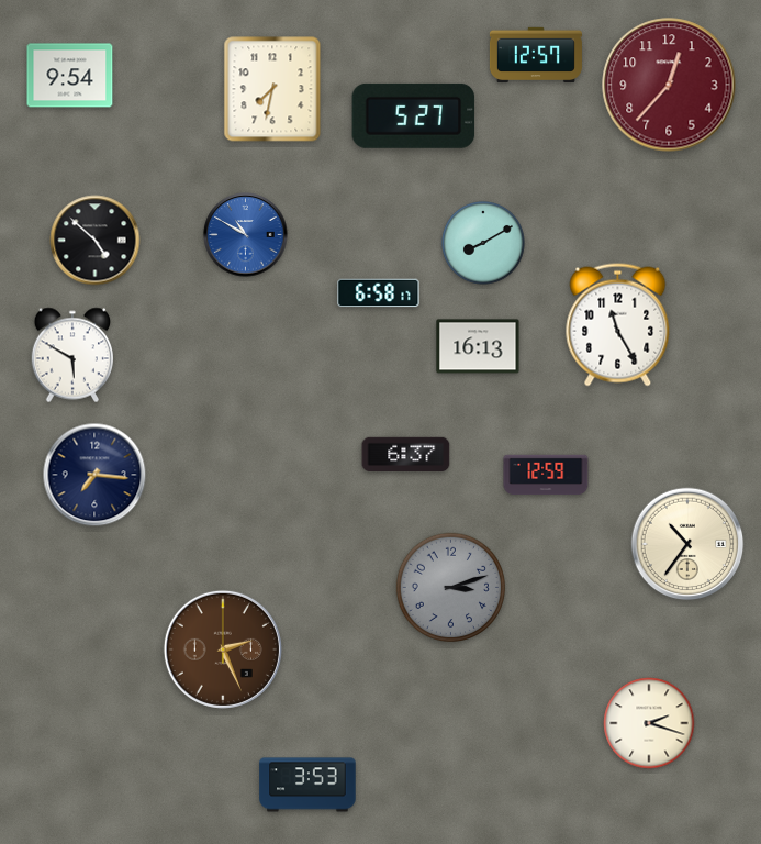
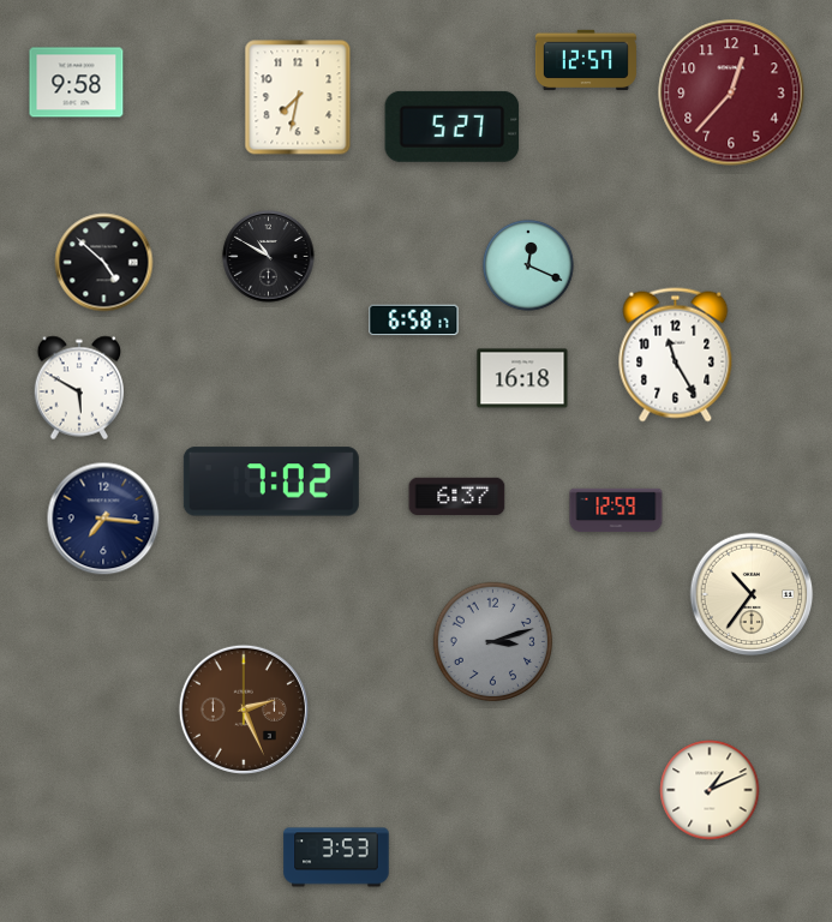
clock at (70, 76): 9:54 -> 9:58
clock at (246, 235) dial: blue -> black
clock at (483, 243): 8:10 -> 12:19
clock at (478, 346): 16:13 -> 16:18
clock at (271, 481): none -> 7:02
clock at (406, 454) position: (406, 454) -> (457, 496)
clock at (546, 475) position: (546, 475) -> (616, 510)
clock at (649, 723): 2:18 -> 1:11
